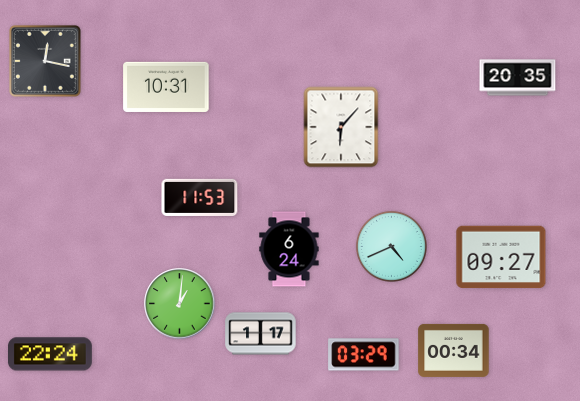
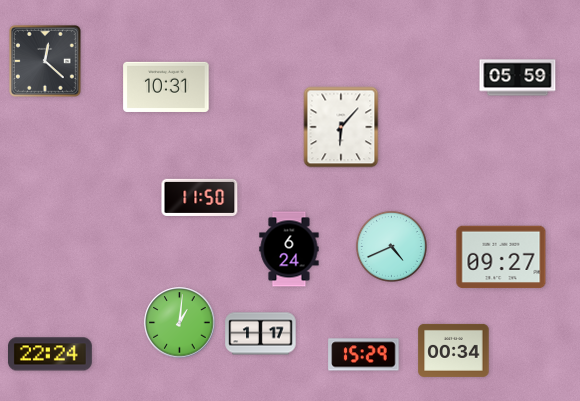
clock at (45, 61): 12:17 -> 12:22
clock at (518, 78): 20:35 -> 05:59
clock at (200, 197): 11:53 -> 11:50
clock at (180, 304) position: (180, 304) -> (180, 323)
clock at (364, 355): 03:29 -> 15:29
